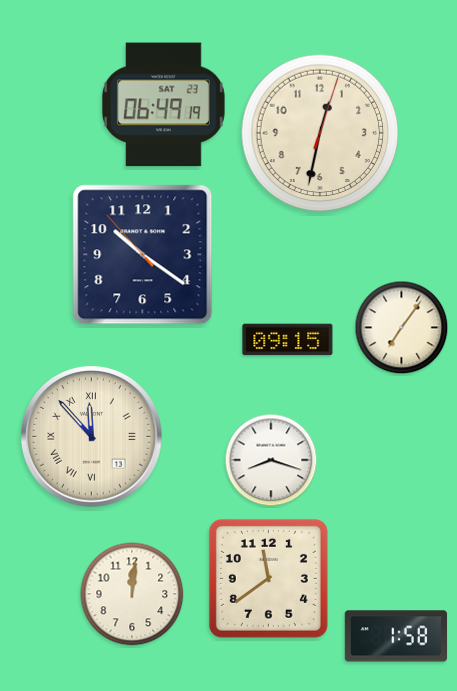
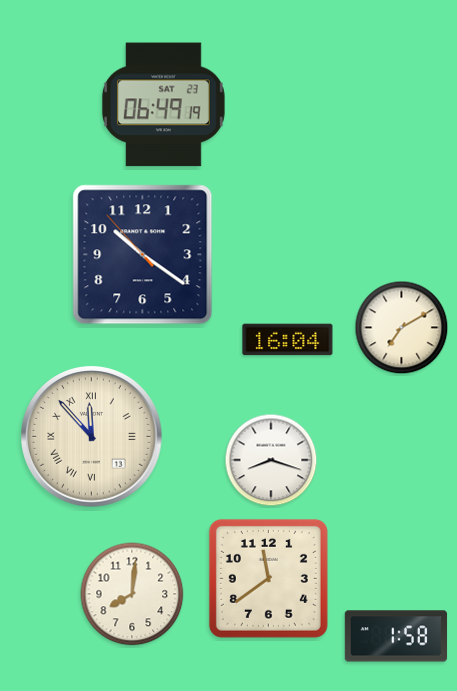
clock at (320, 133): 12:32 -> none
clock at (402, 328): 7:06 -> 7:10
clock at (288, 340): 09:15 -> 16:04
clock at (132, 594): 12:01 -> 8:01
